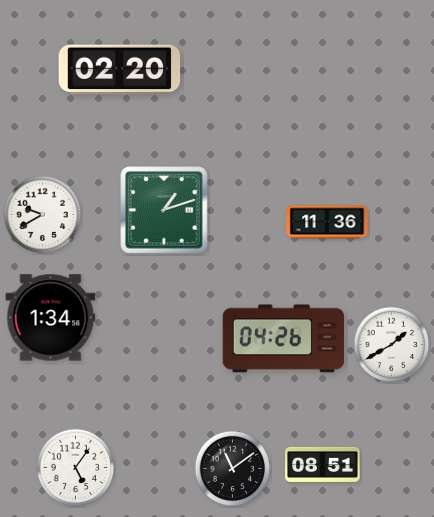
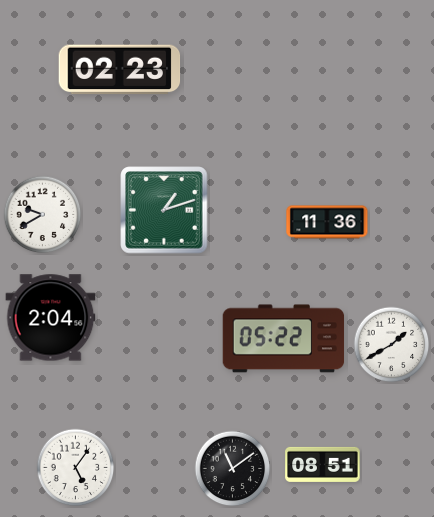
clock at (120, 70): 02:20 -> 02:23
clock at (51, 318): 1:34 -> 2:04
clock at (284, 339): 04:26 -> 05:22
